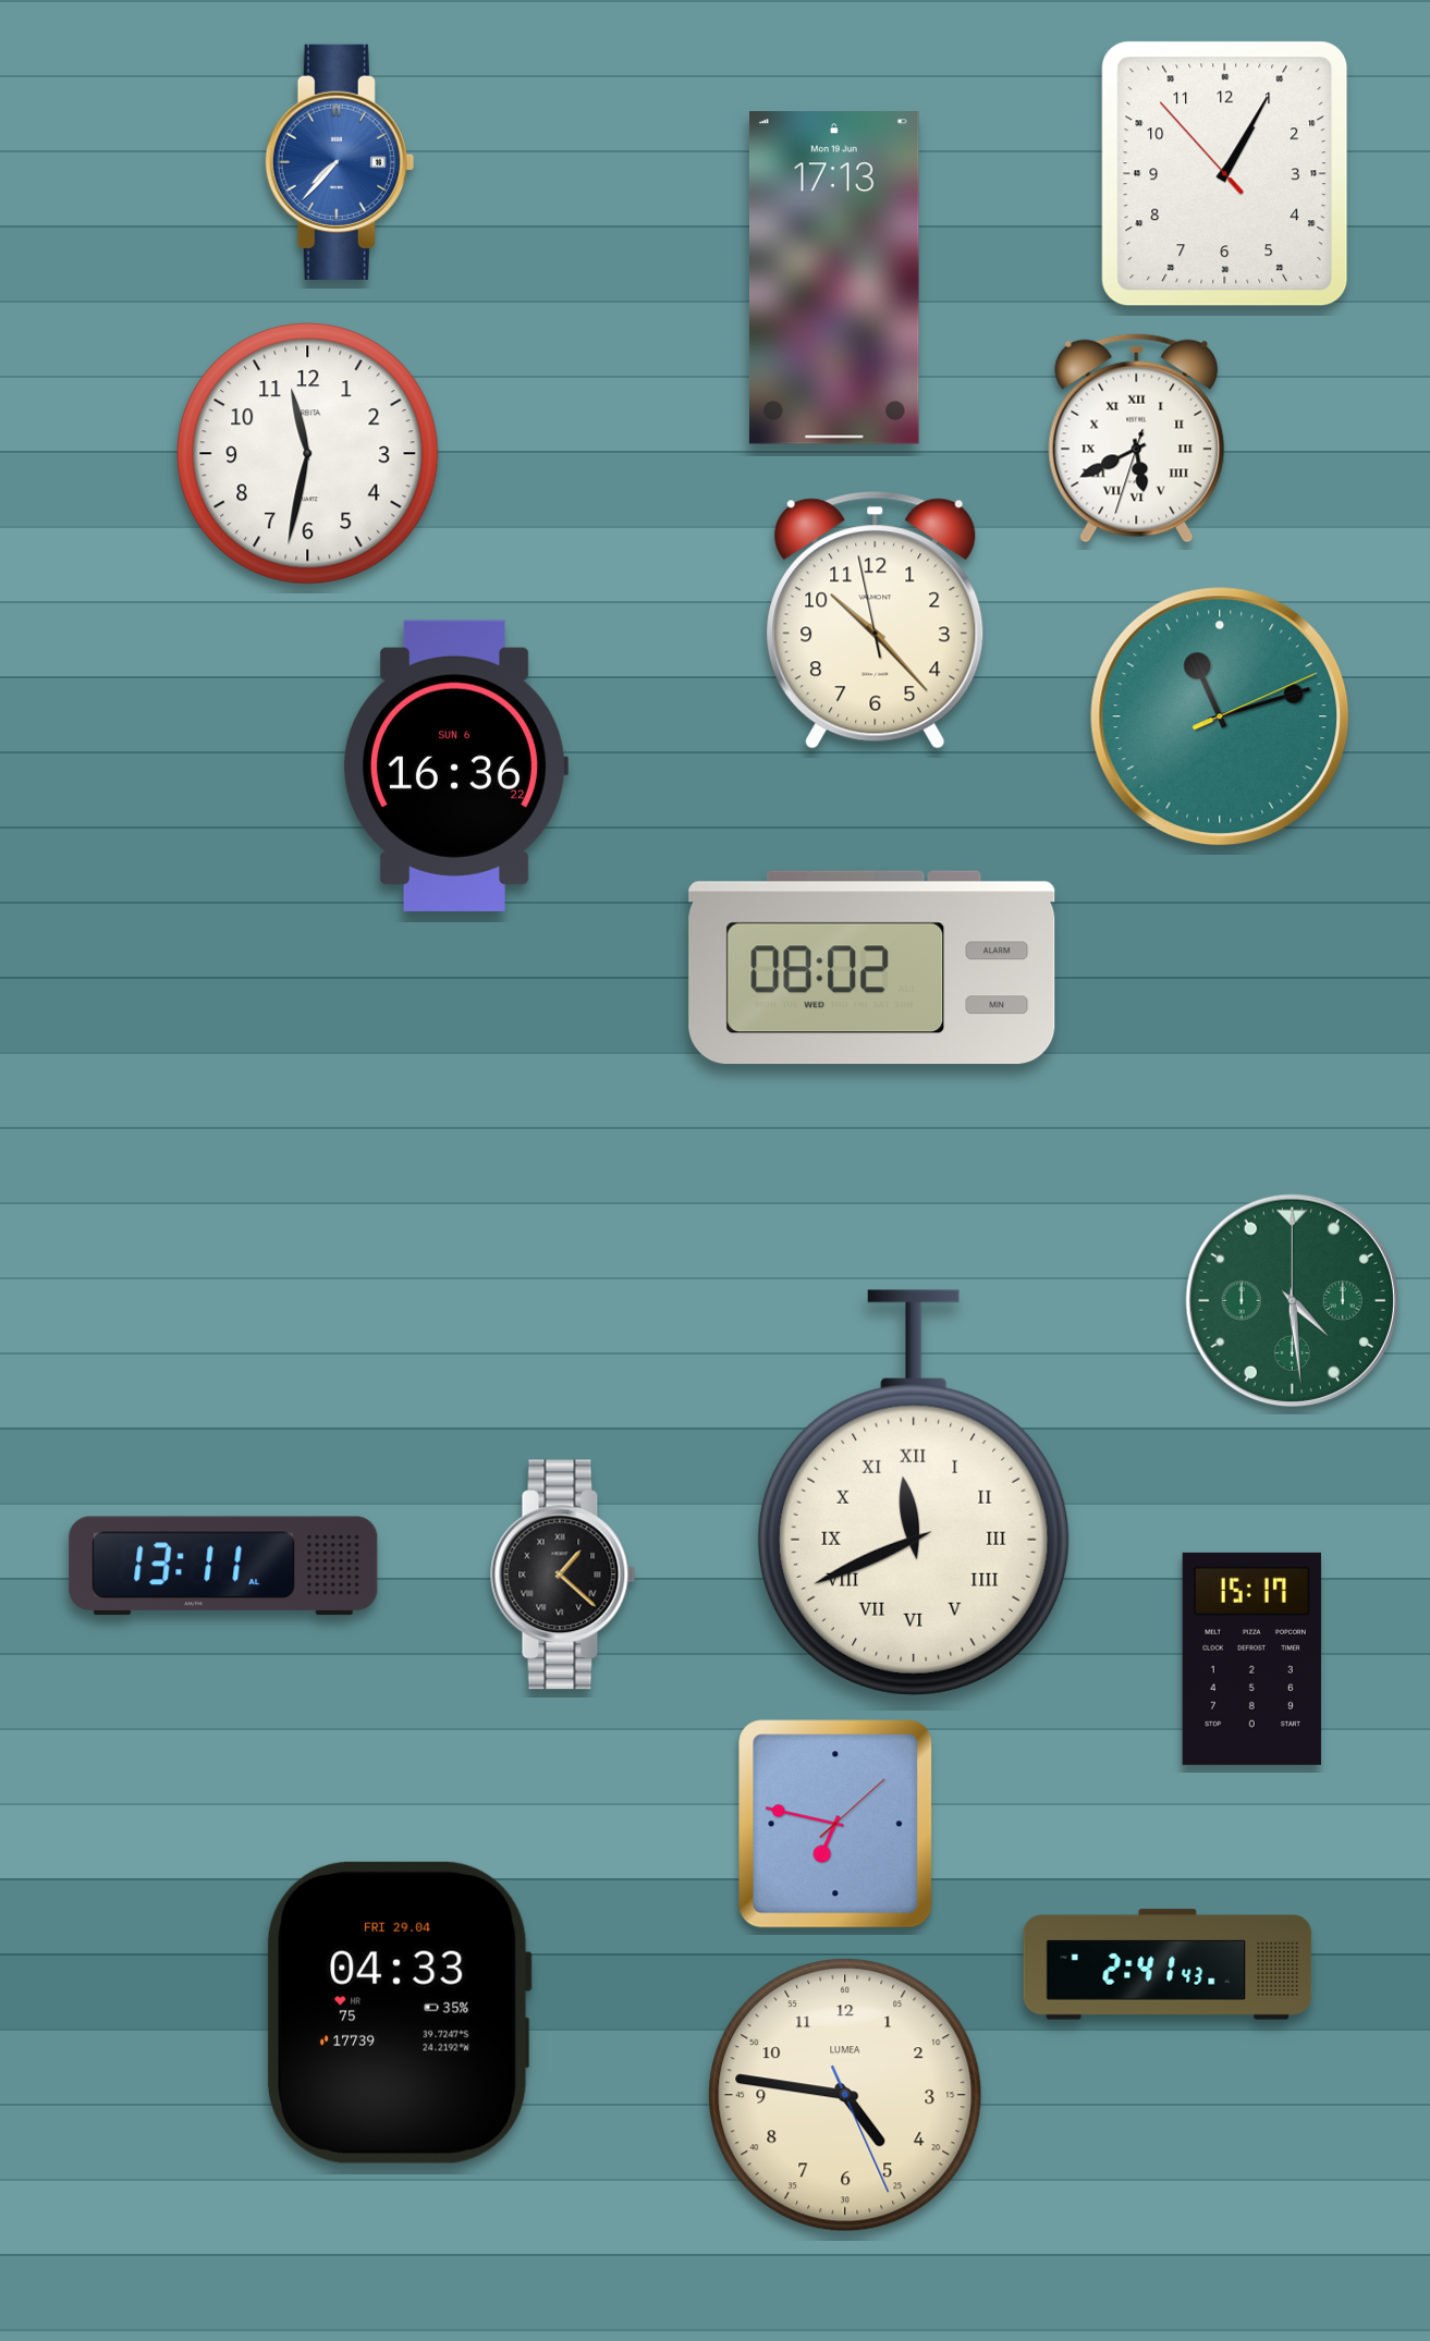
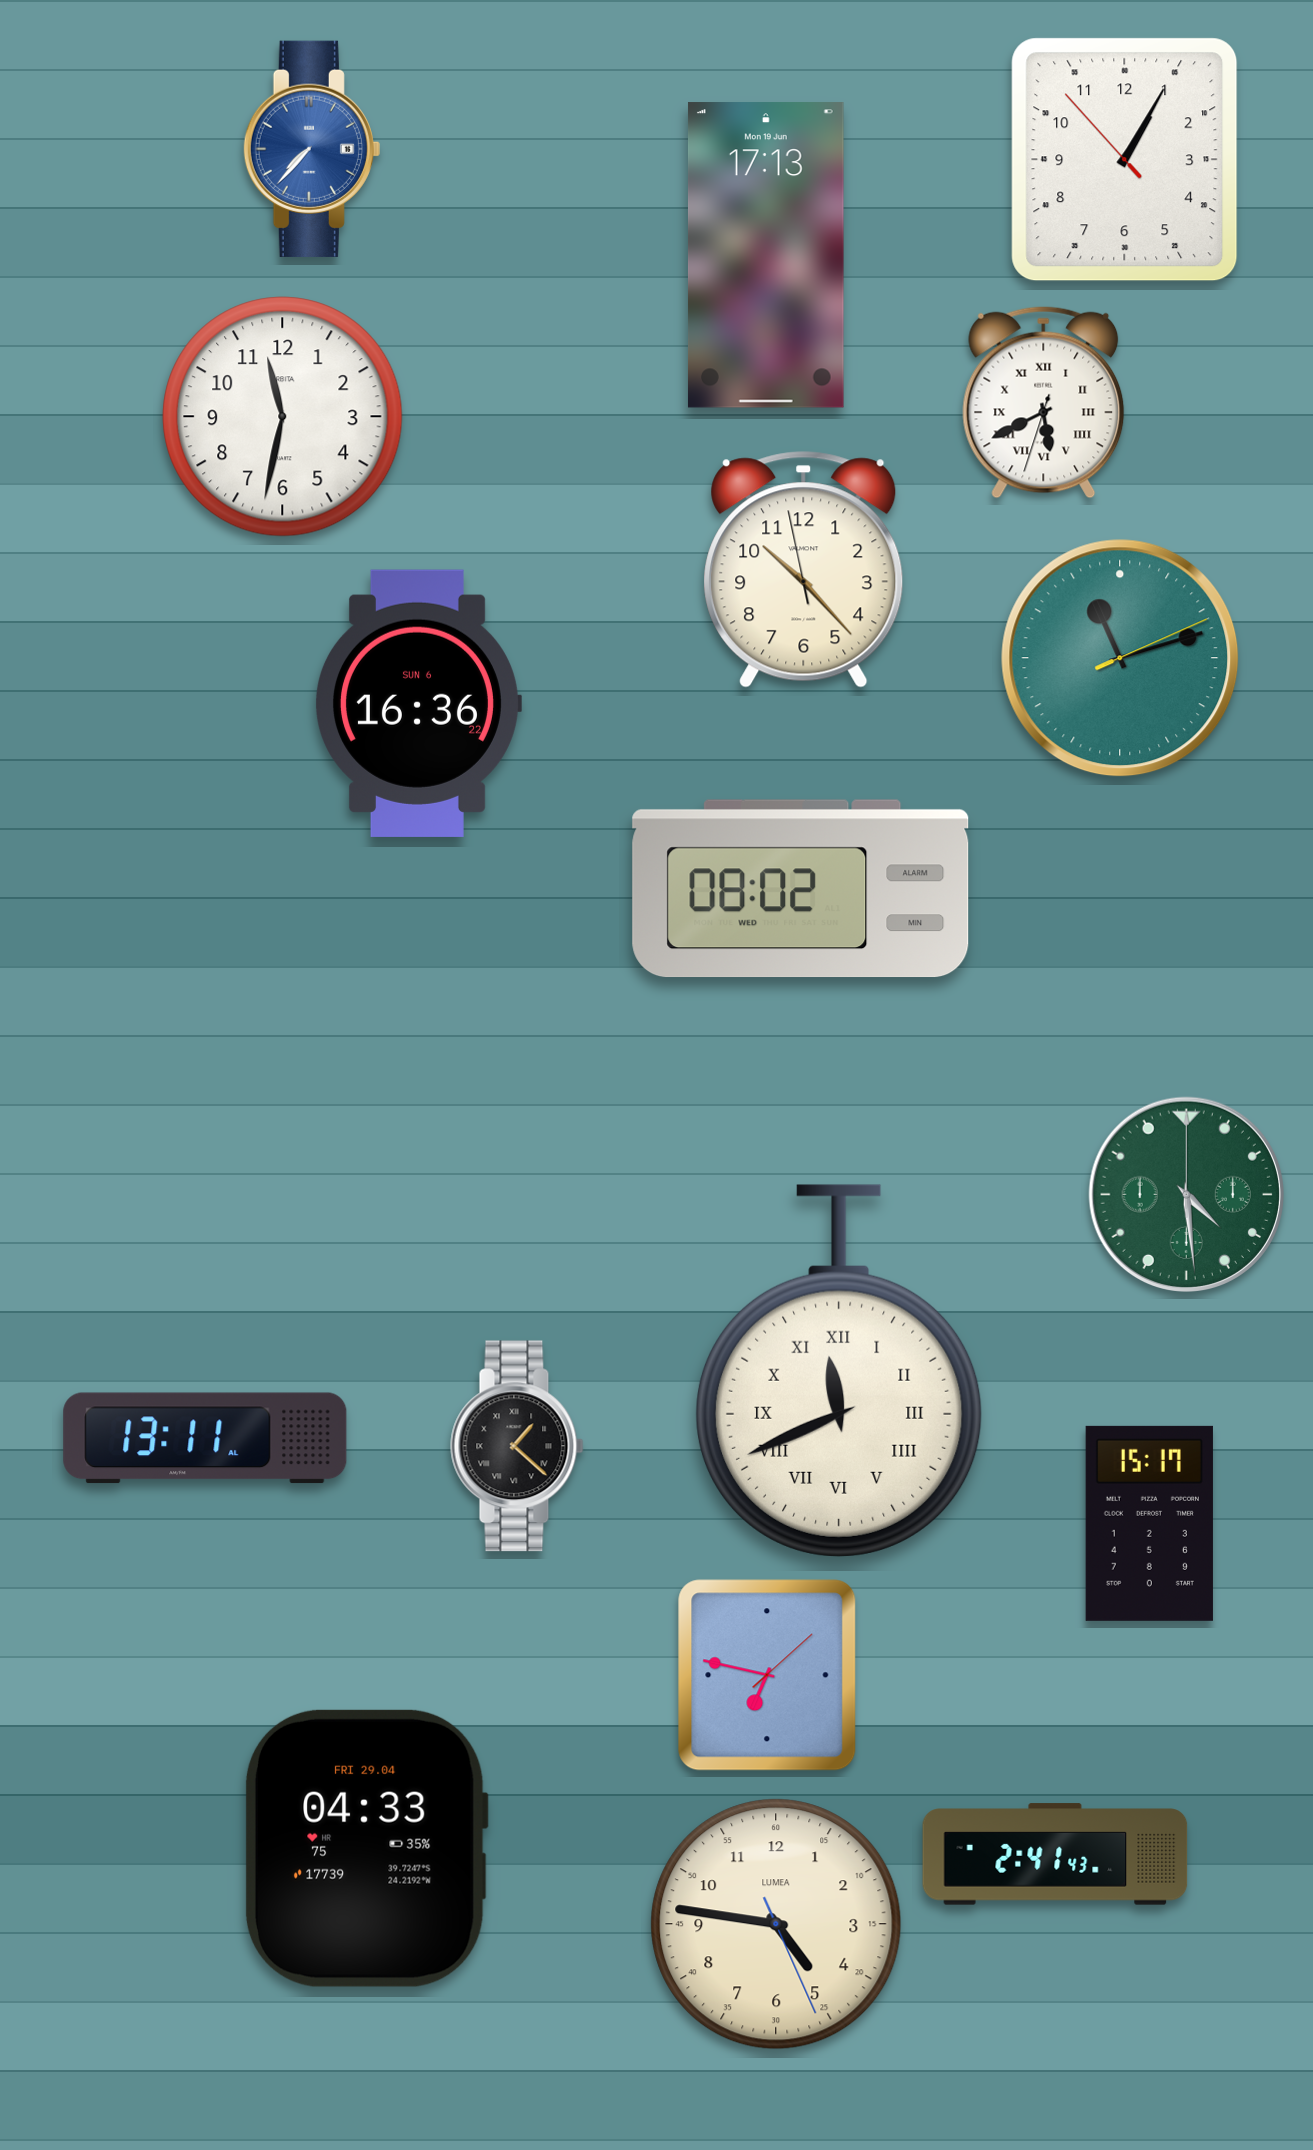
clock at (1168, 1964) position: (1168, 1964) -> (1055, 1854)
